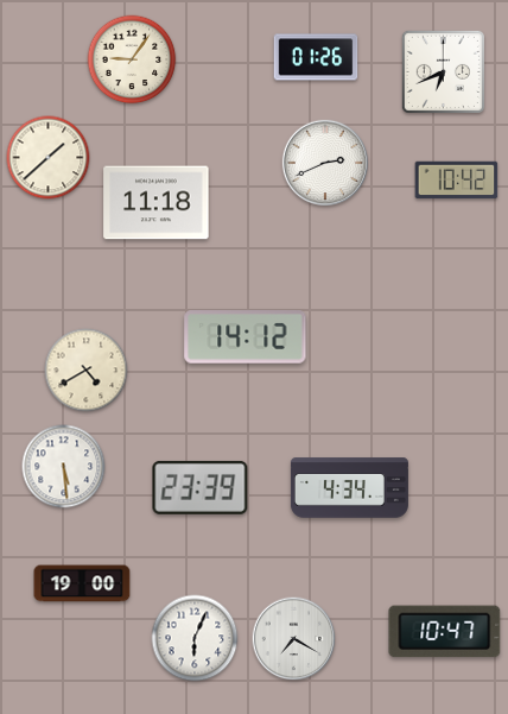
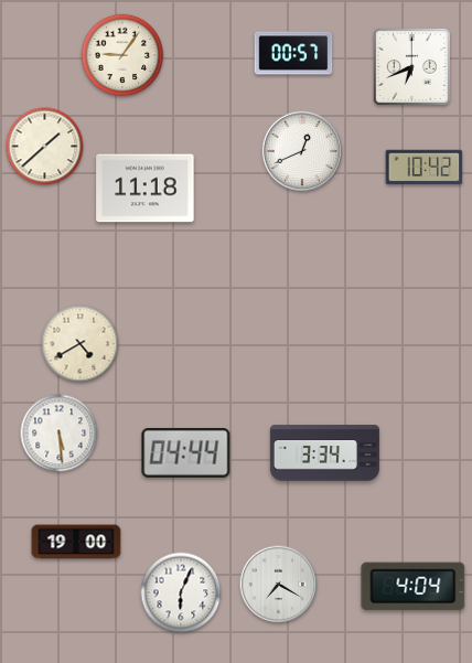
clock at (316, 57): 01:26 -> 00:57
clock at (324, 162): 2:41 -> 12:41
clock at (246, 337): 14:12 -> none
clock at (201, 487): 23:39 -> 04:44
clock at (349, 488): 4:34 -> 3:34
clock at (445, 632): 10:47 -> 4:04
clock at (294, 639) position: (294, 639) -> (279, 585)
